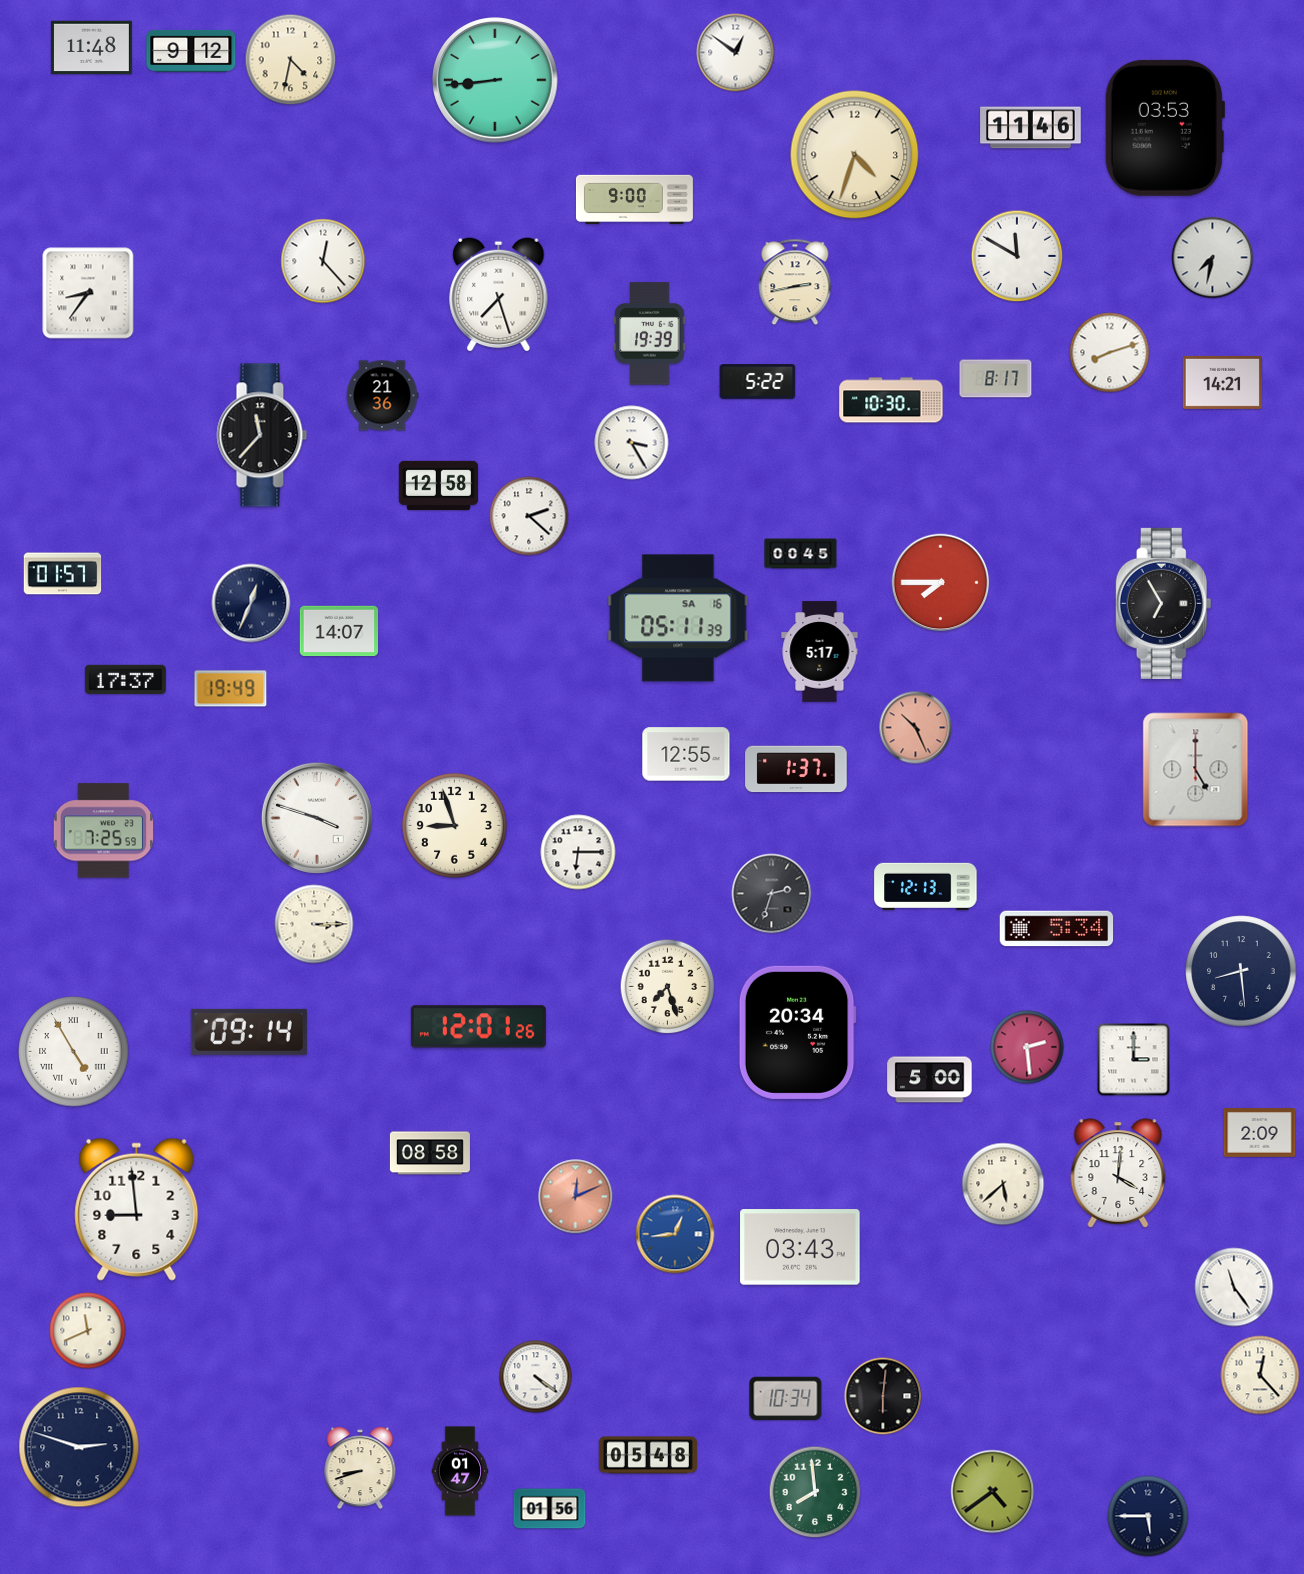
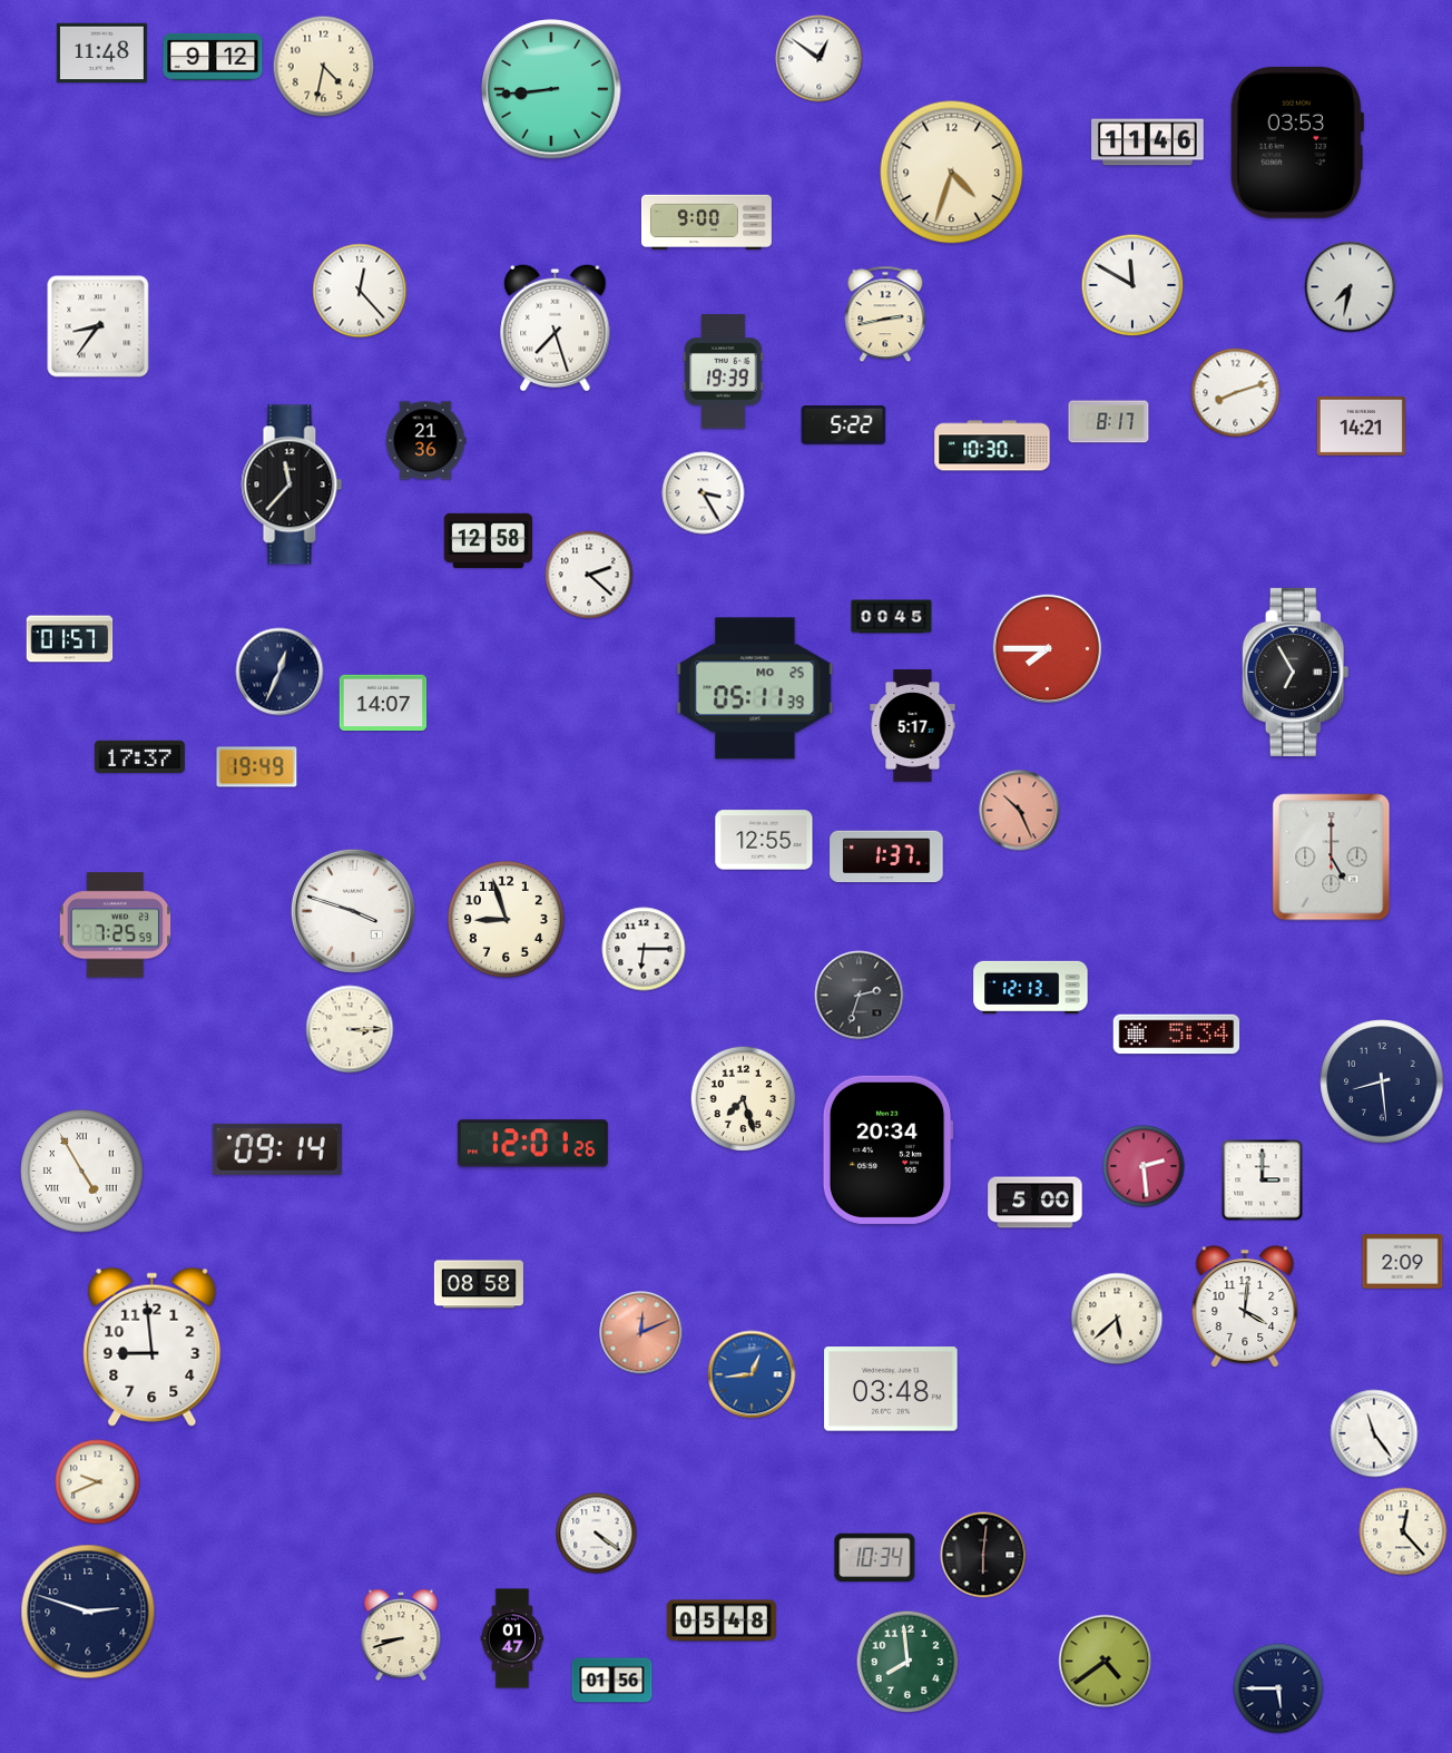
clock at (678, 618) date: SA 16 -> MO 25
clock at (339, 631) position: (339, 631) -> (383, 703)
clock at (800, 1247): 03:43 -> 03:48
clock at (88, 1331): 11:41 -> 9:41
